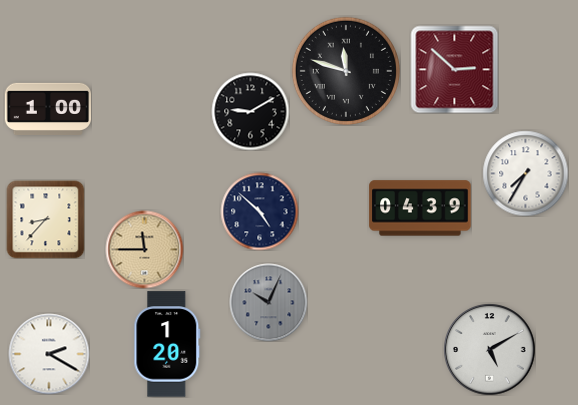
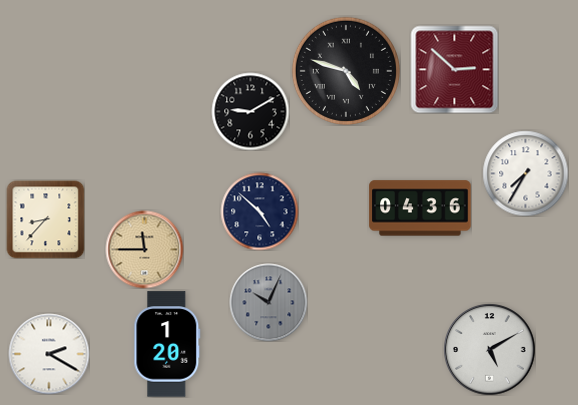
clock at (346, 71): 11:48 -> 4:48
clock at (47, 108): 1:00 -> none
clock at (420, 208): 04:39 -> 04:36
